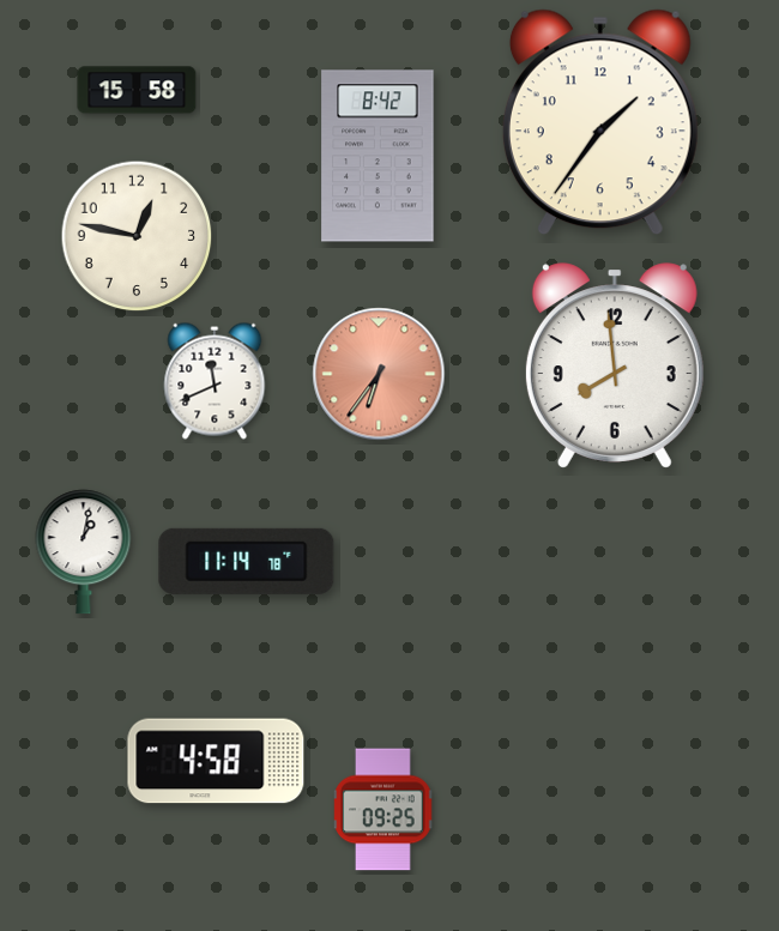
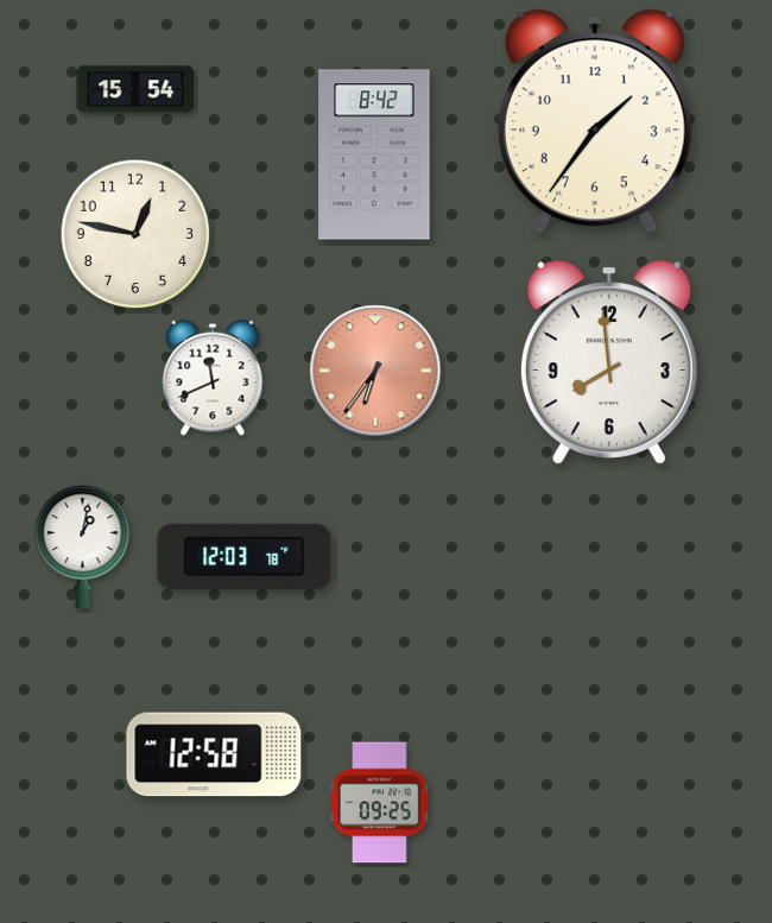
clock at (137, 90): 15:58 -> 15:54
clock at (247, 561): 11:14 -> 12:03
clock at (216, 761): 4:58 -> 12:58
